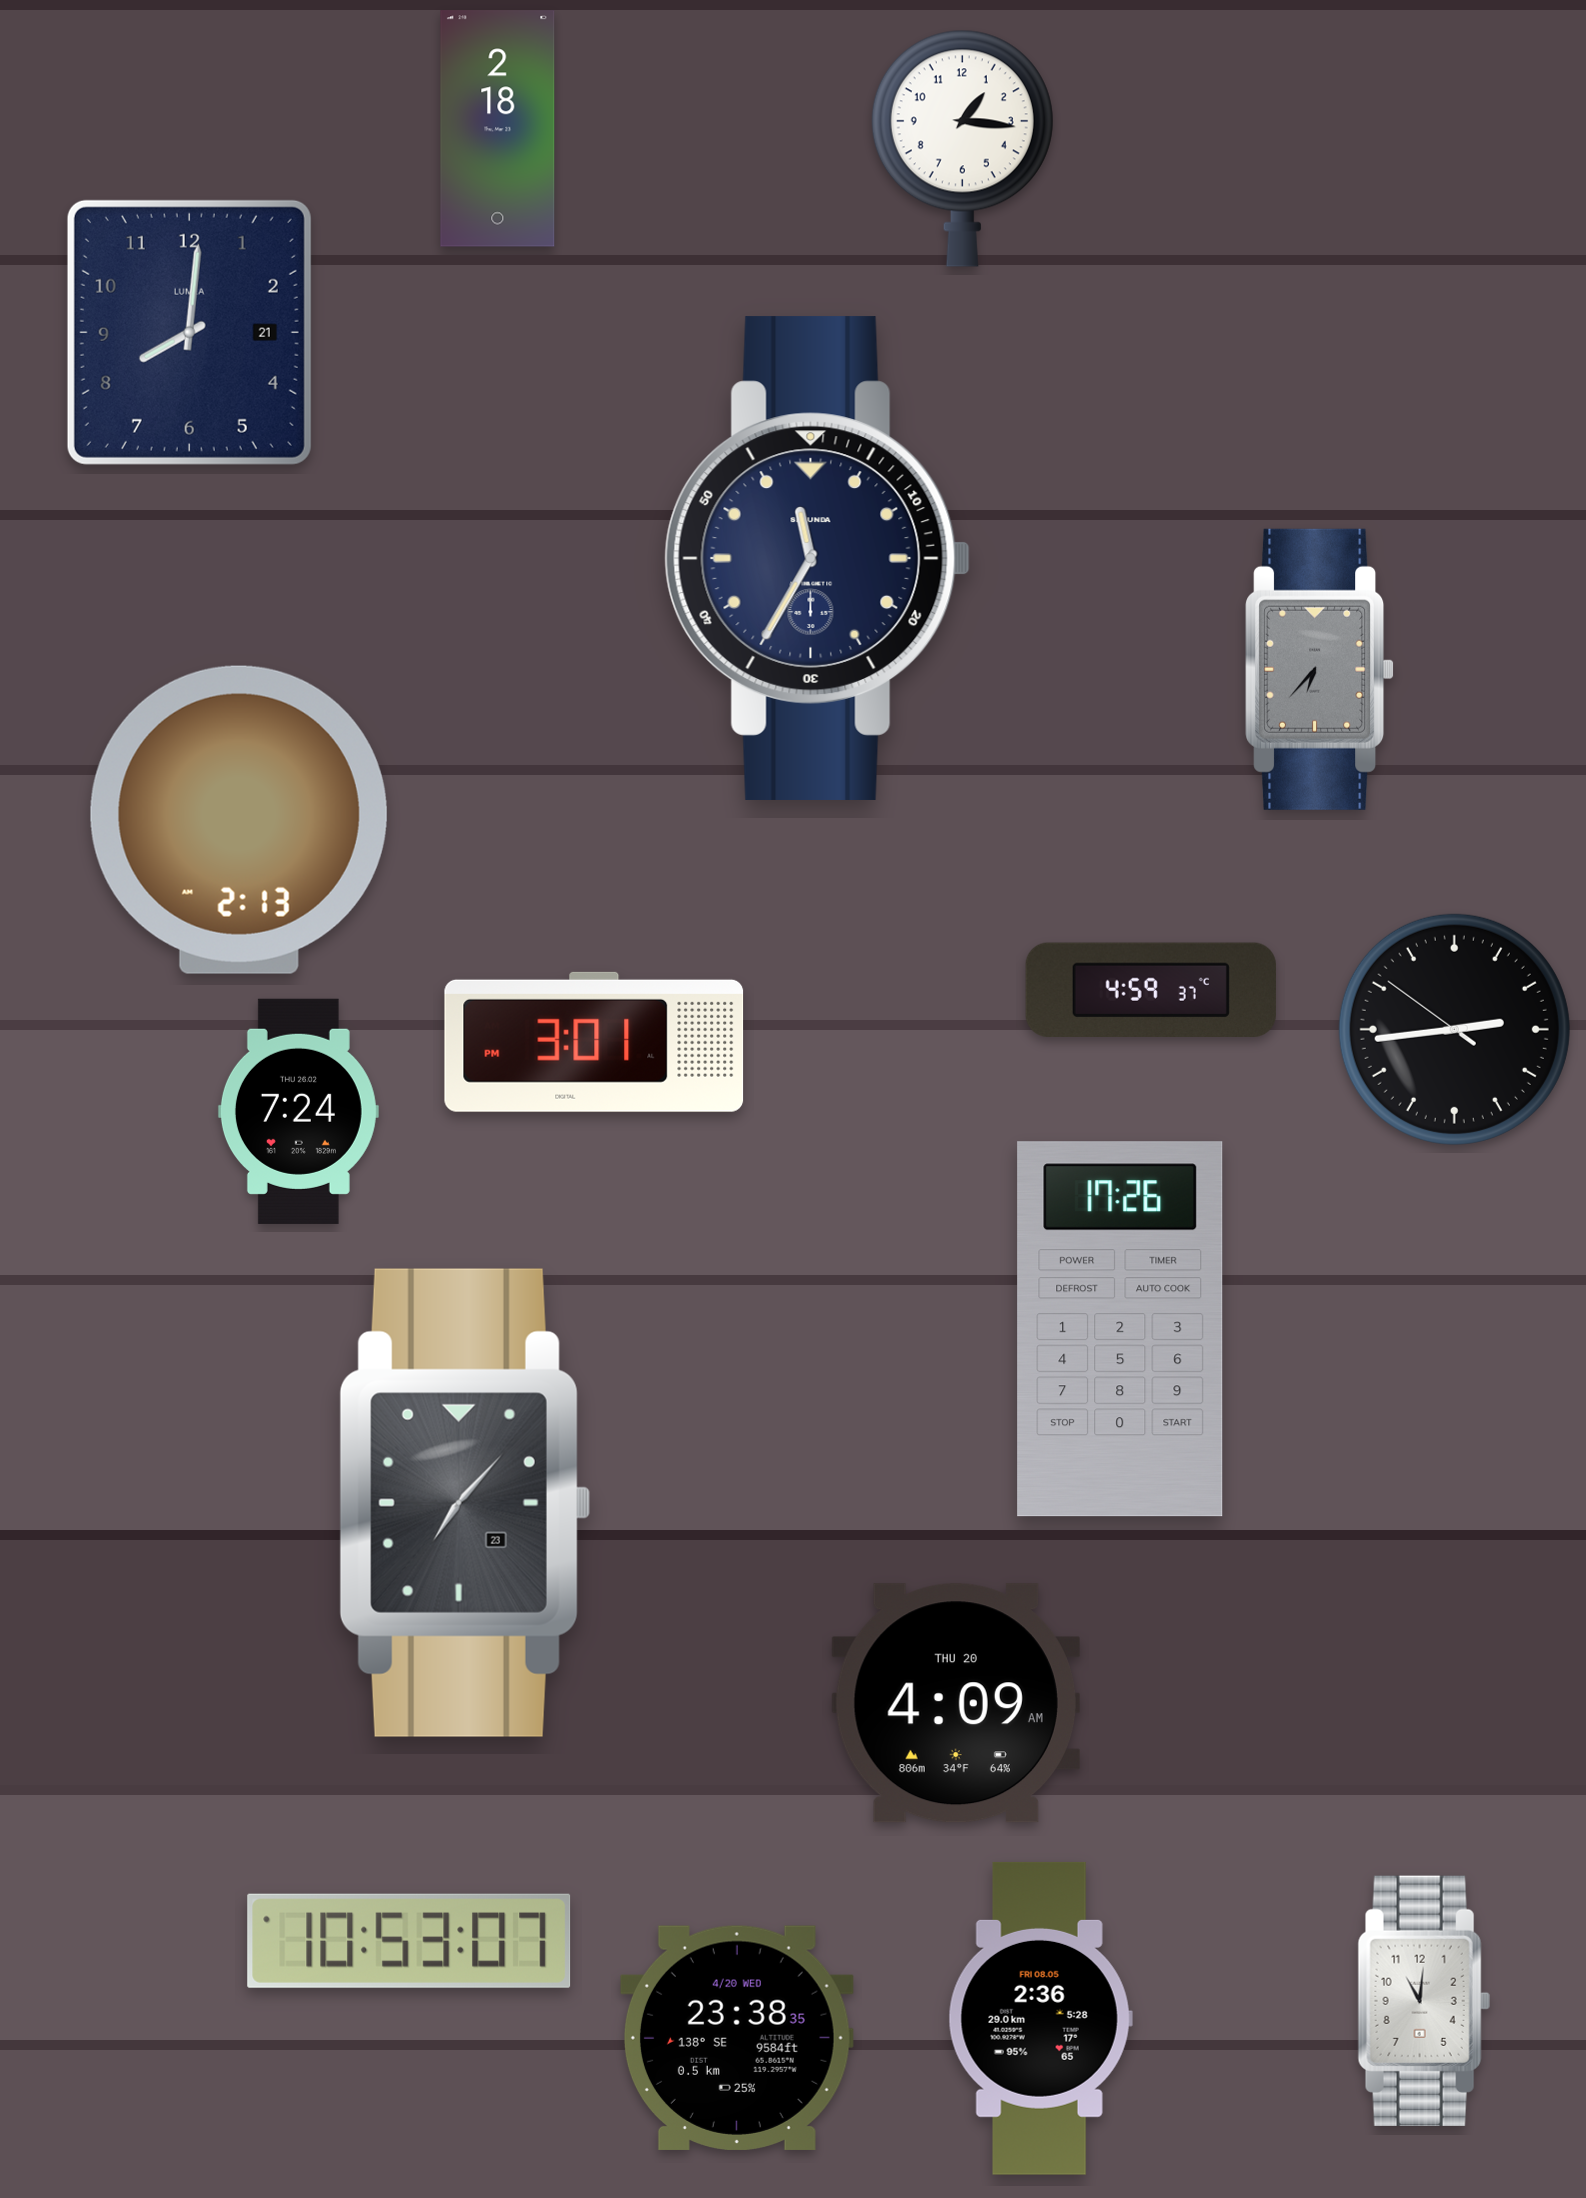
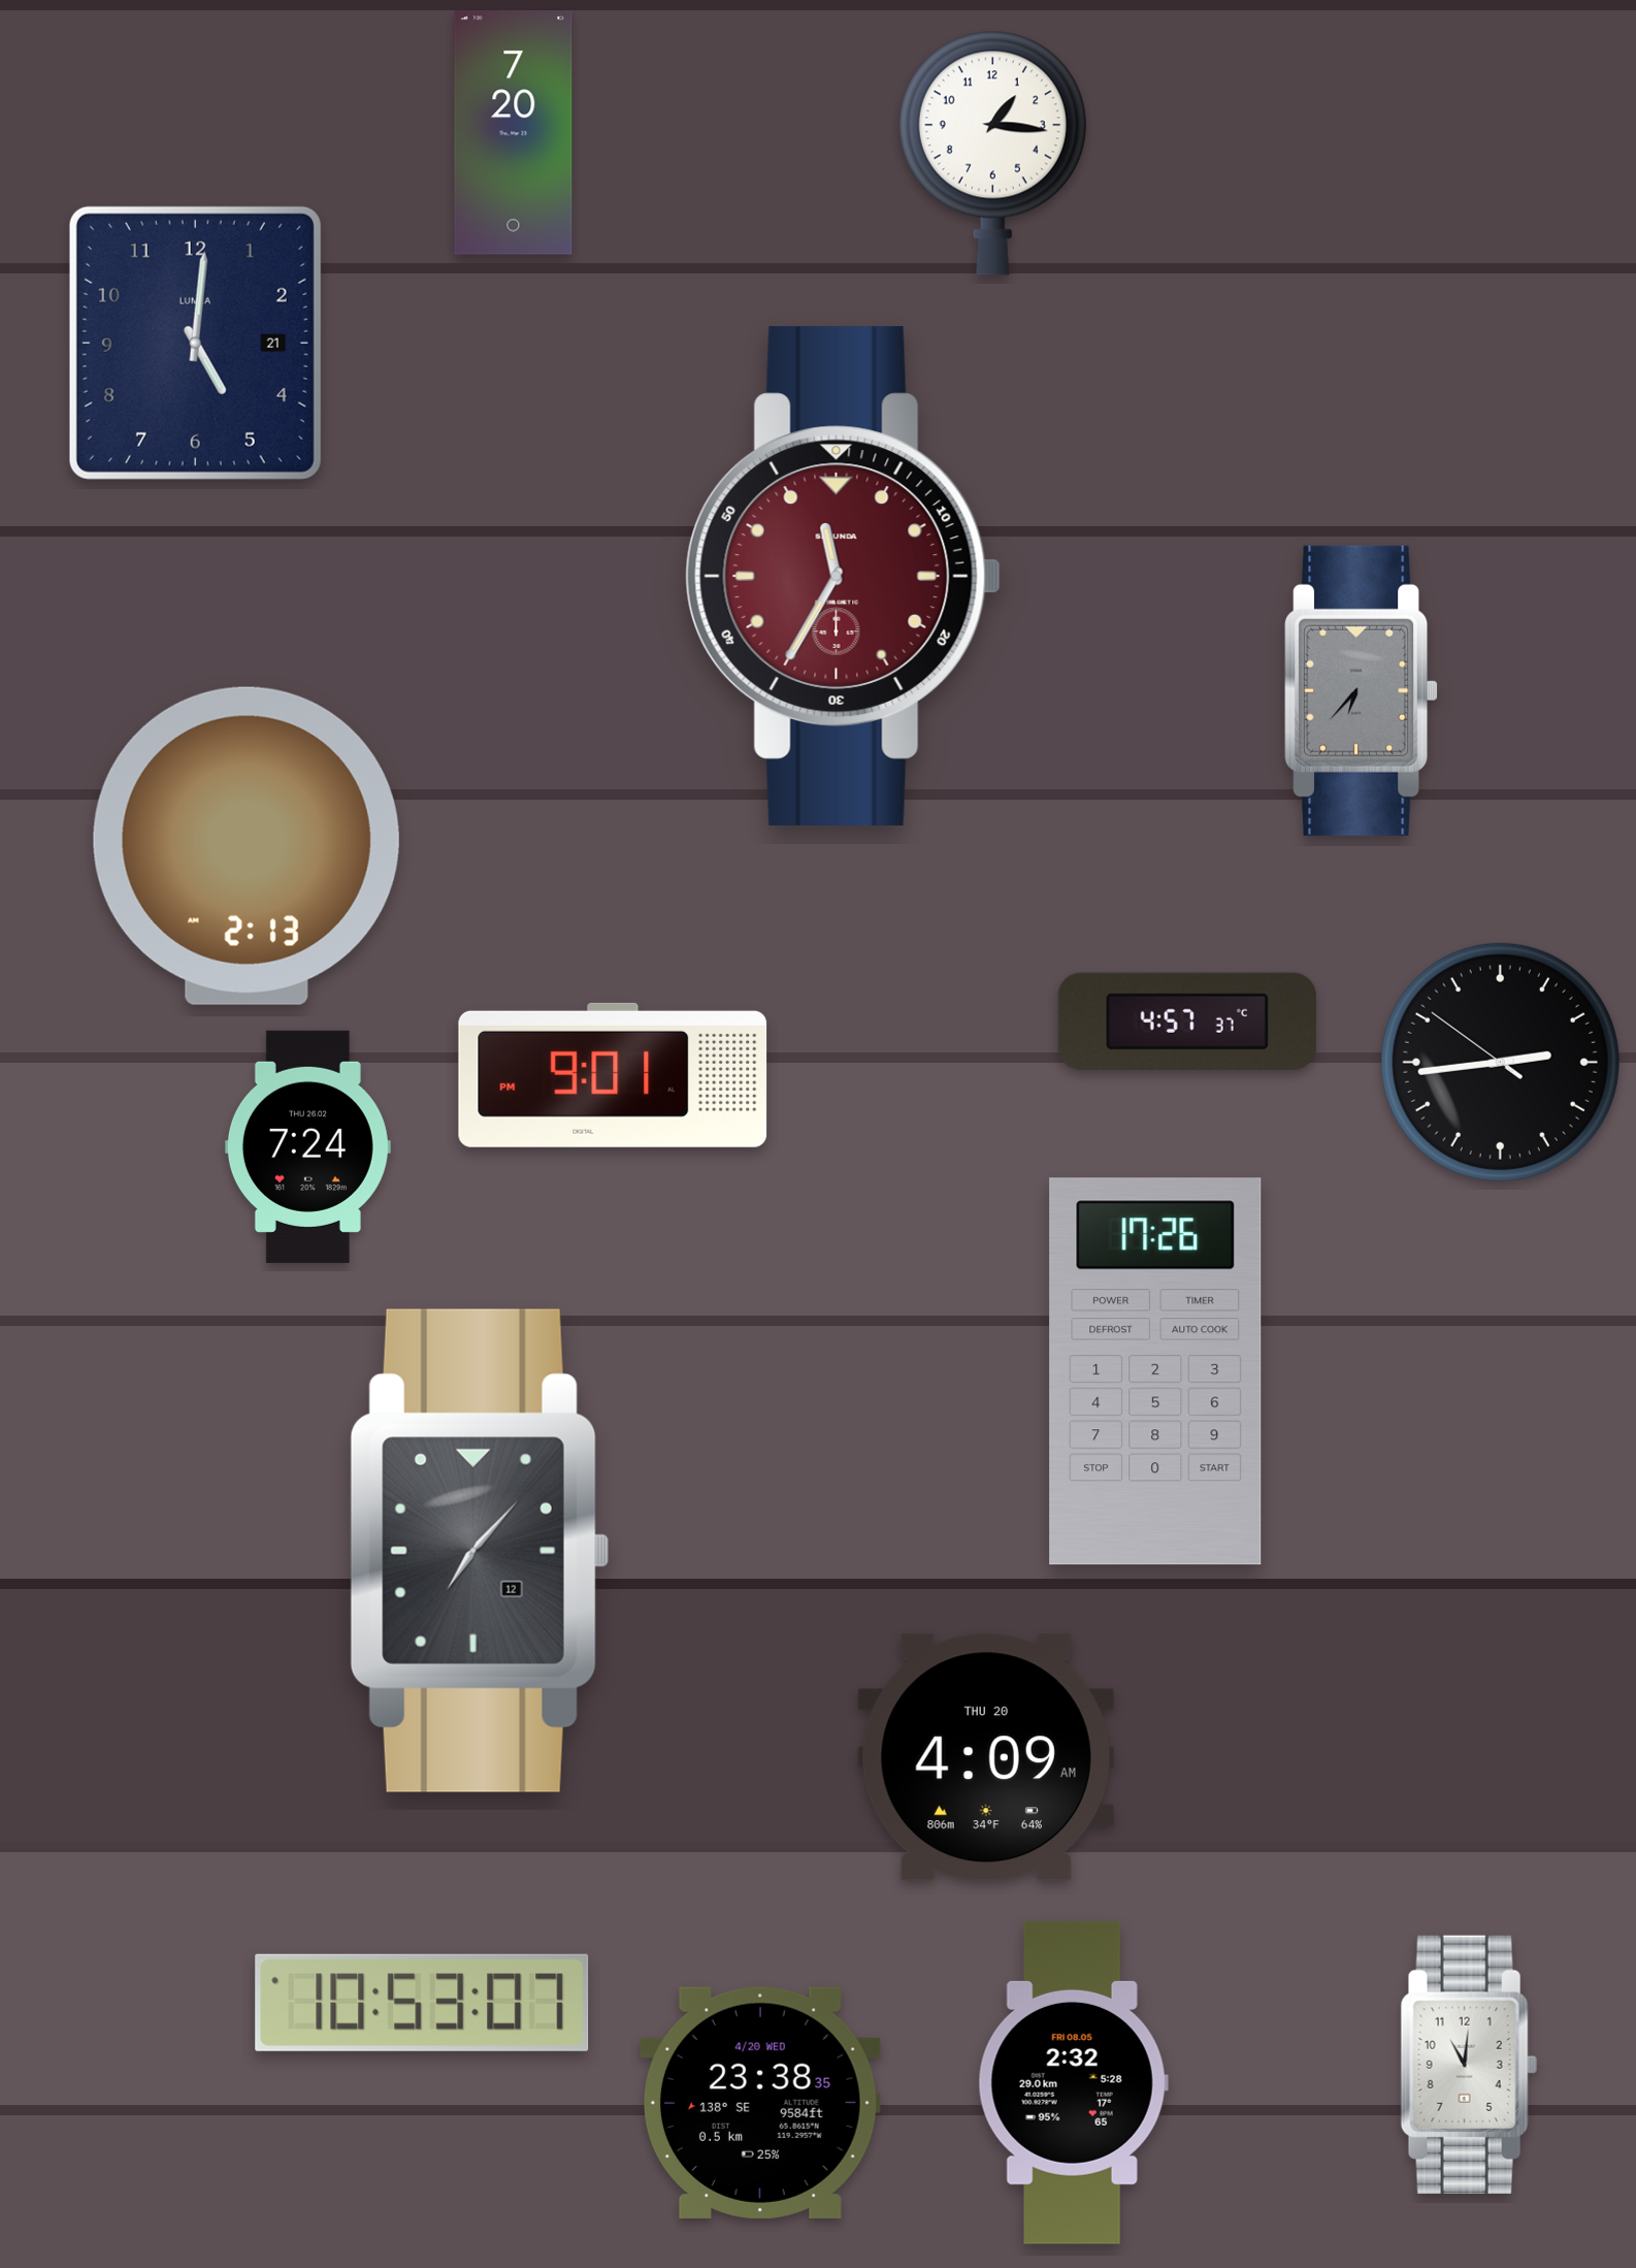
clock at (498, 129): 2:18 -> 7:20
clock at (189, 332): 8:01 -> 5:01
clock at (817, 558) dial: navy -> burgundy
clock at (1151, 989): 4:59 -> 4:57
clock at (594, 1042): 3:01 -> 9:01
clock at (465, 1503) date: 23 -> 12
clock at (1040, 2018): 2:36 -> 2:32
